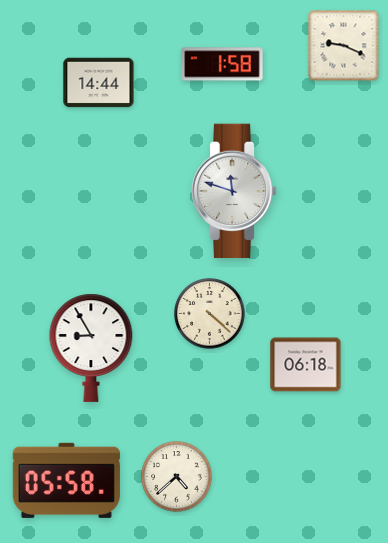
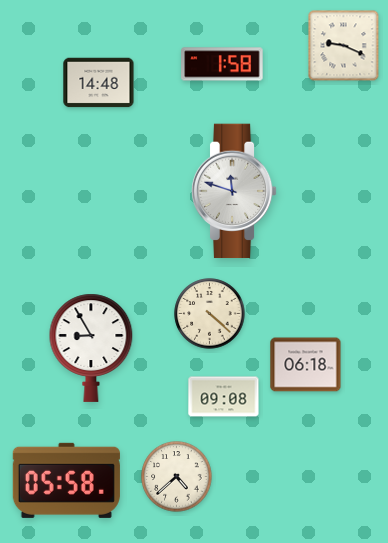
clock at (99, 83): 14:44 -> 14:48
clock at (224, 397): none -> 09:08
